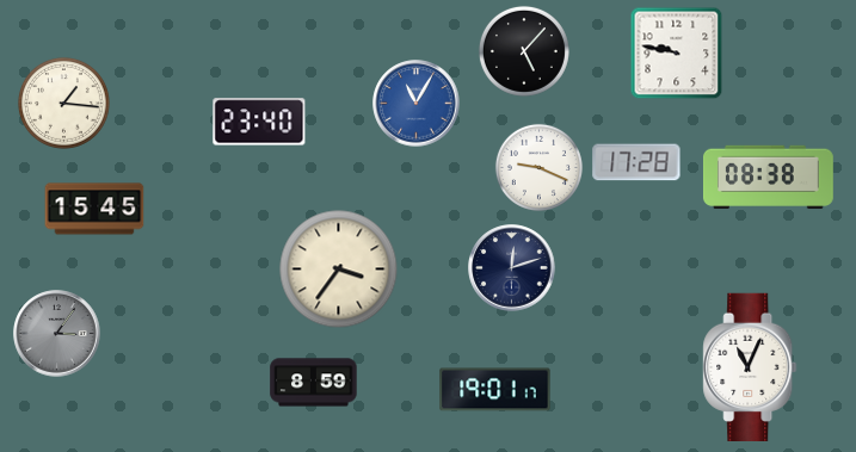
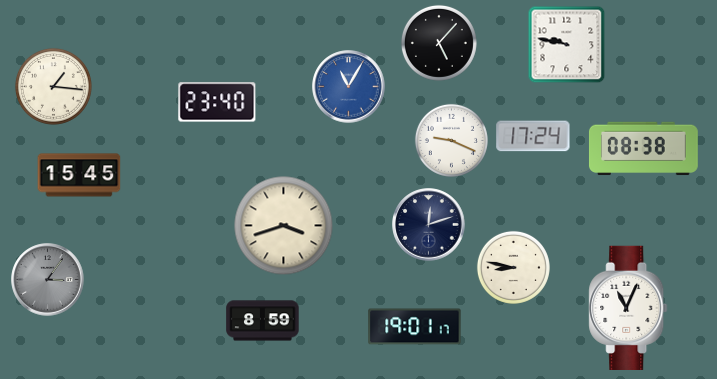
clock at (636, 162): 17:28 -> 17:24
clock at (339, 270): 3:36 -> 3:42
clock at (513, 267): none -> 8:47
